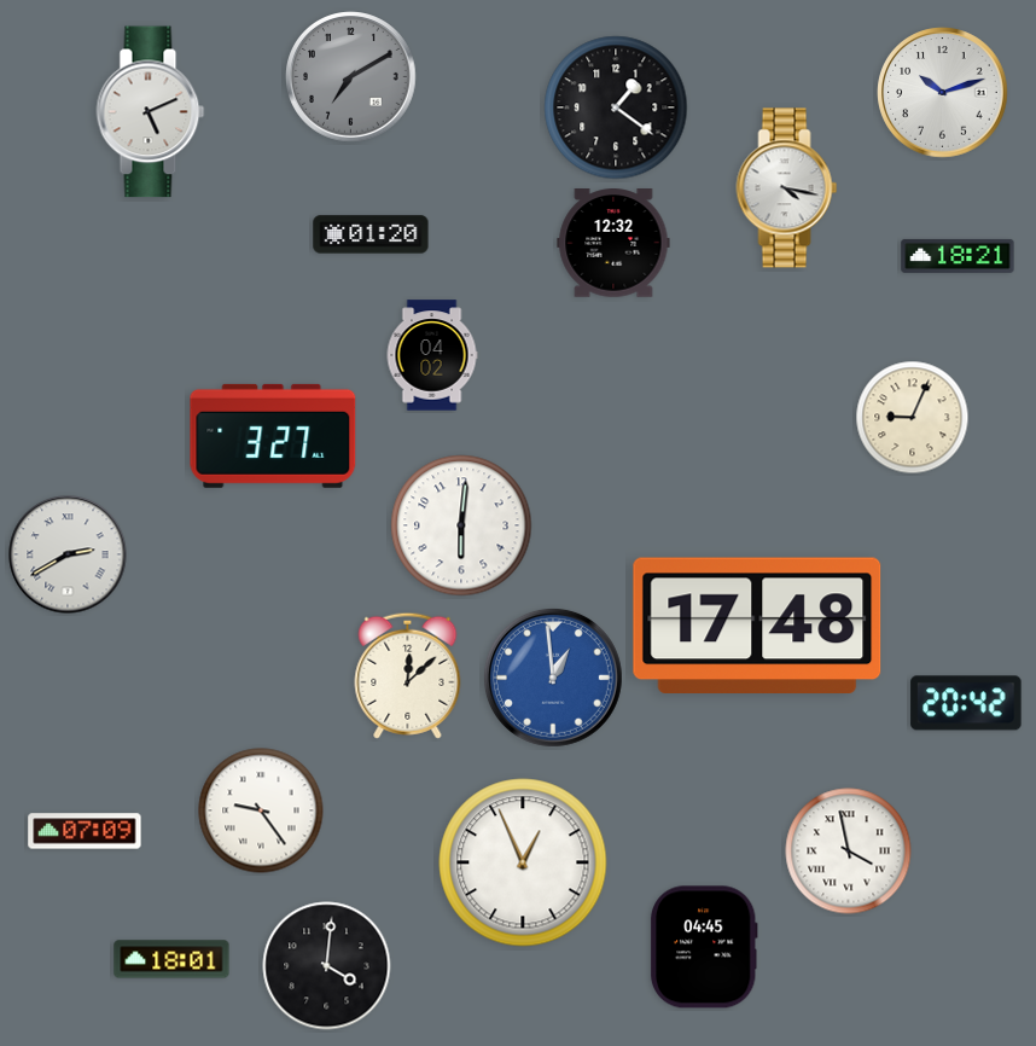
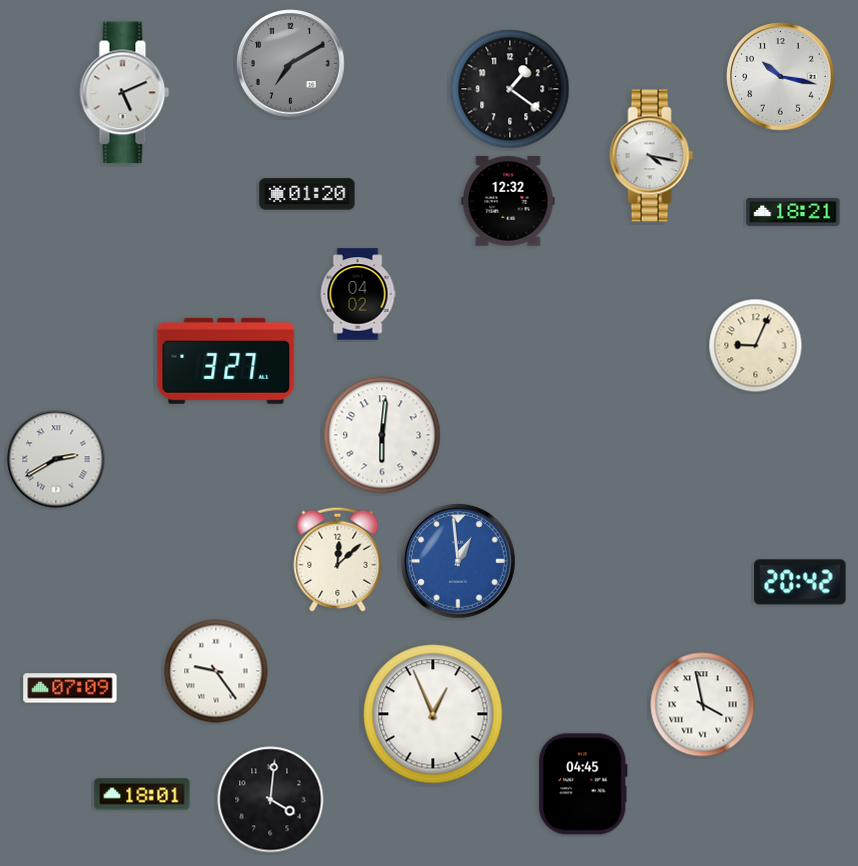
clock at (943, 93): 10:12 -> 10:17
clock at (757, 624): 17:48 -> none
